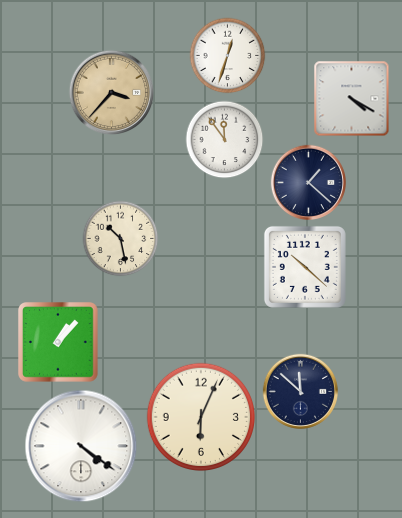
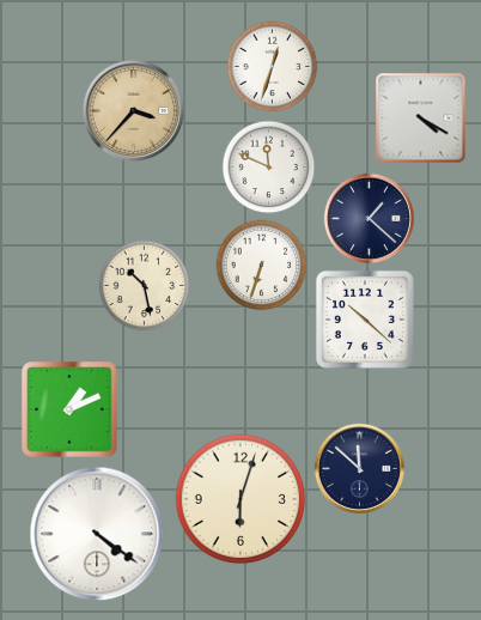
clock at (225, 140): 11:54 -> 11:49
clock at (262, 266): none -> 6:33
clock at (58, 342): 1:07 -> 1:11
clock at (200, 416): 6:04 -> 6:03
